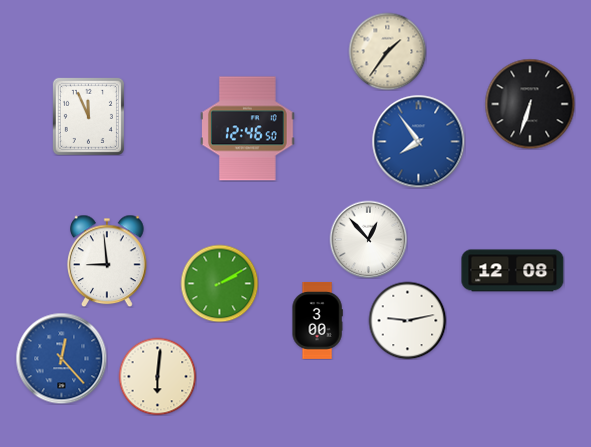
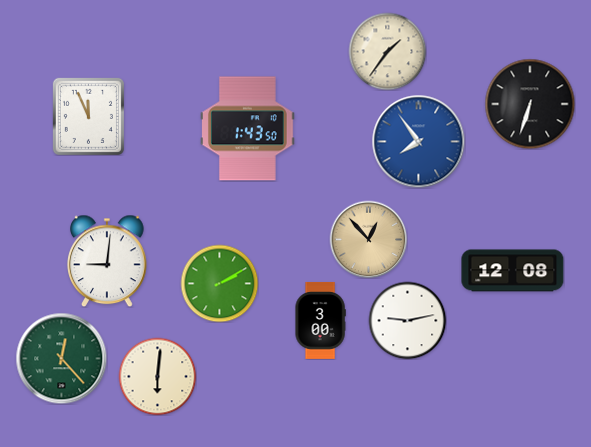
clock at (248, 129): 12:46 -> 1:43
clock at (368, 239) dial: white -> champagne
clock at (108, 261): 8:59 -> 9:01
clock at (317, 320) position: (317, 320) -> (320, 320)
clock at (61, 358) dial: blue -> green
